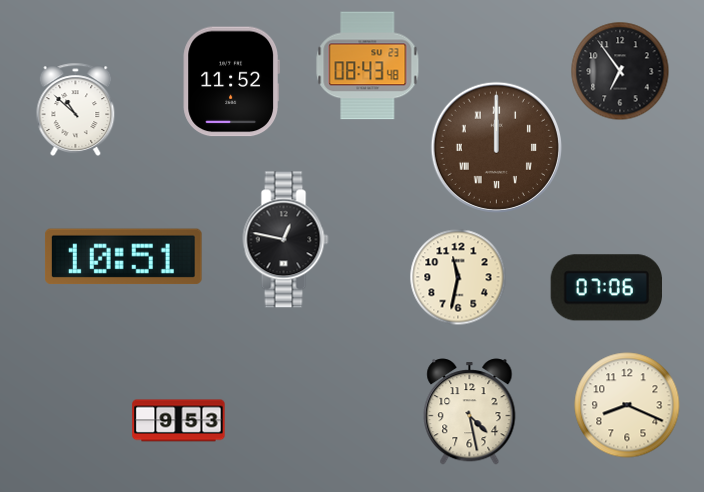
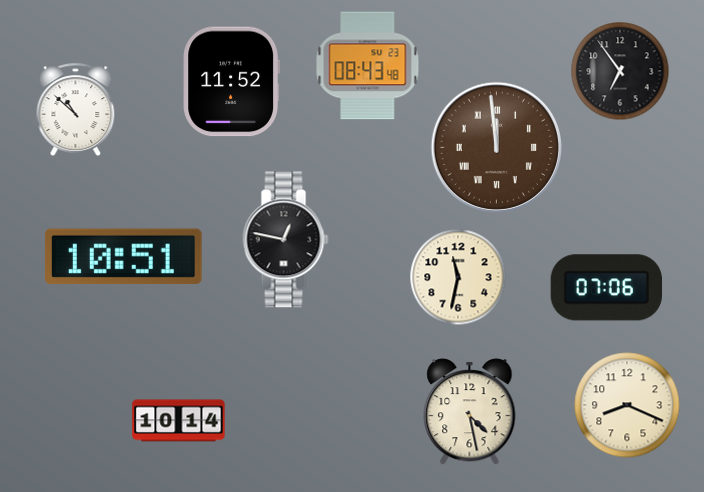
clock at (496, 147): 12:00 -> 11:59
clock at (179, 421): 9:53 -> 10:14
